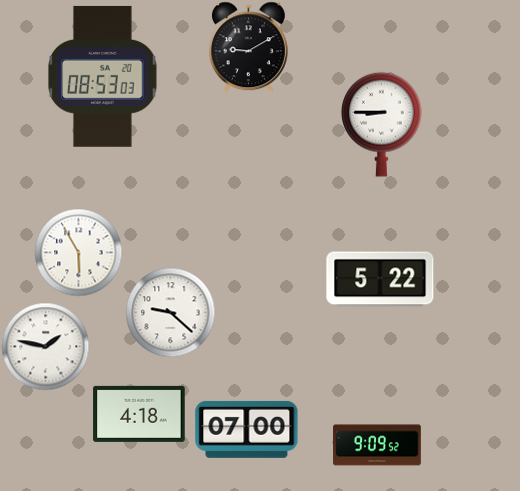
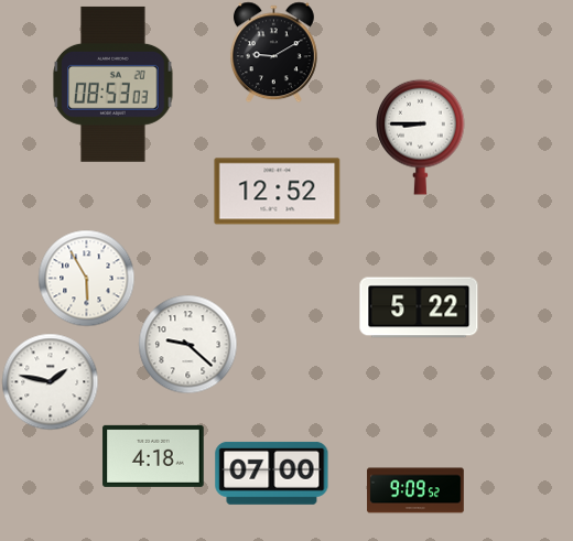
clock at (278, 192): none -> 12:52
